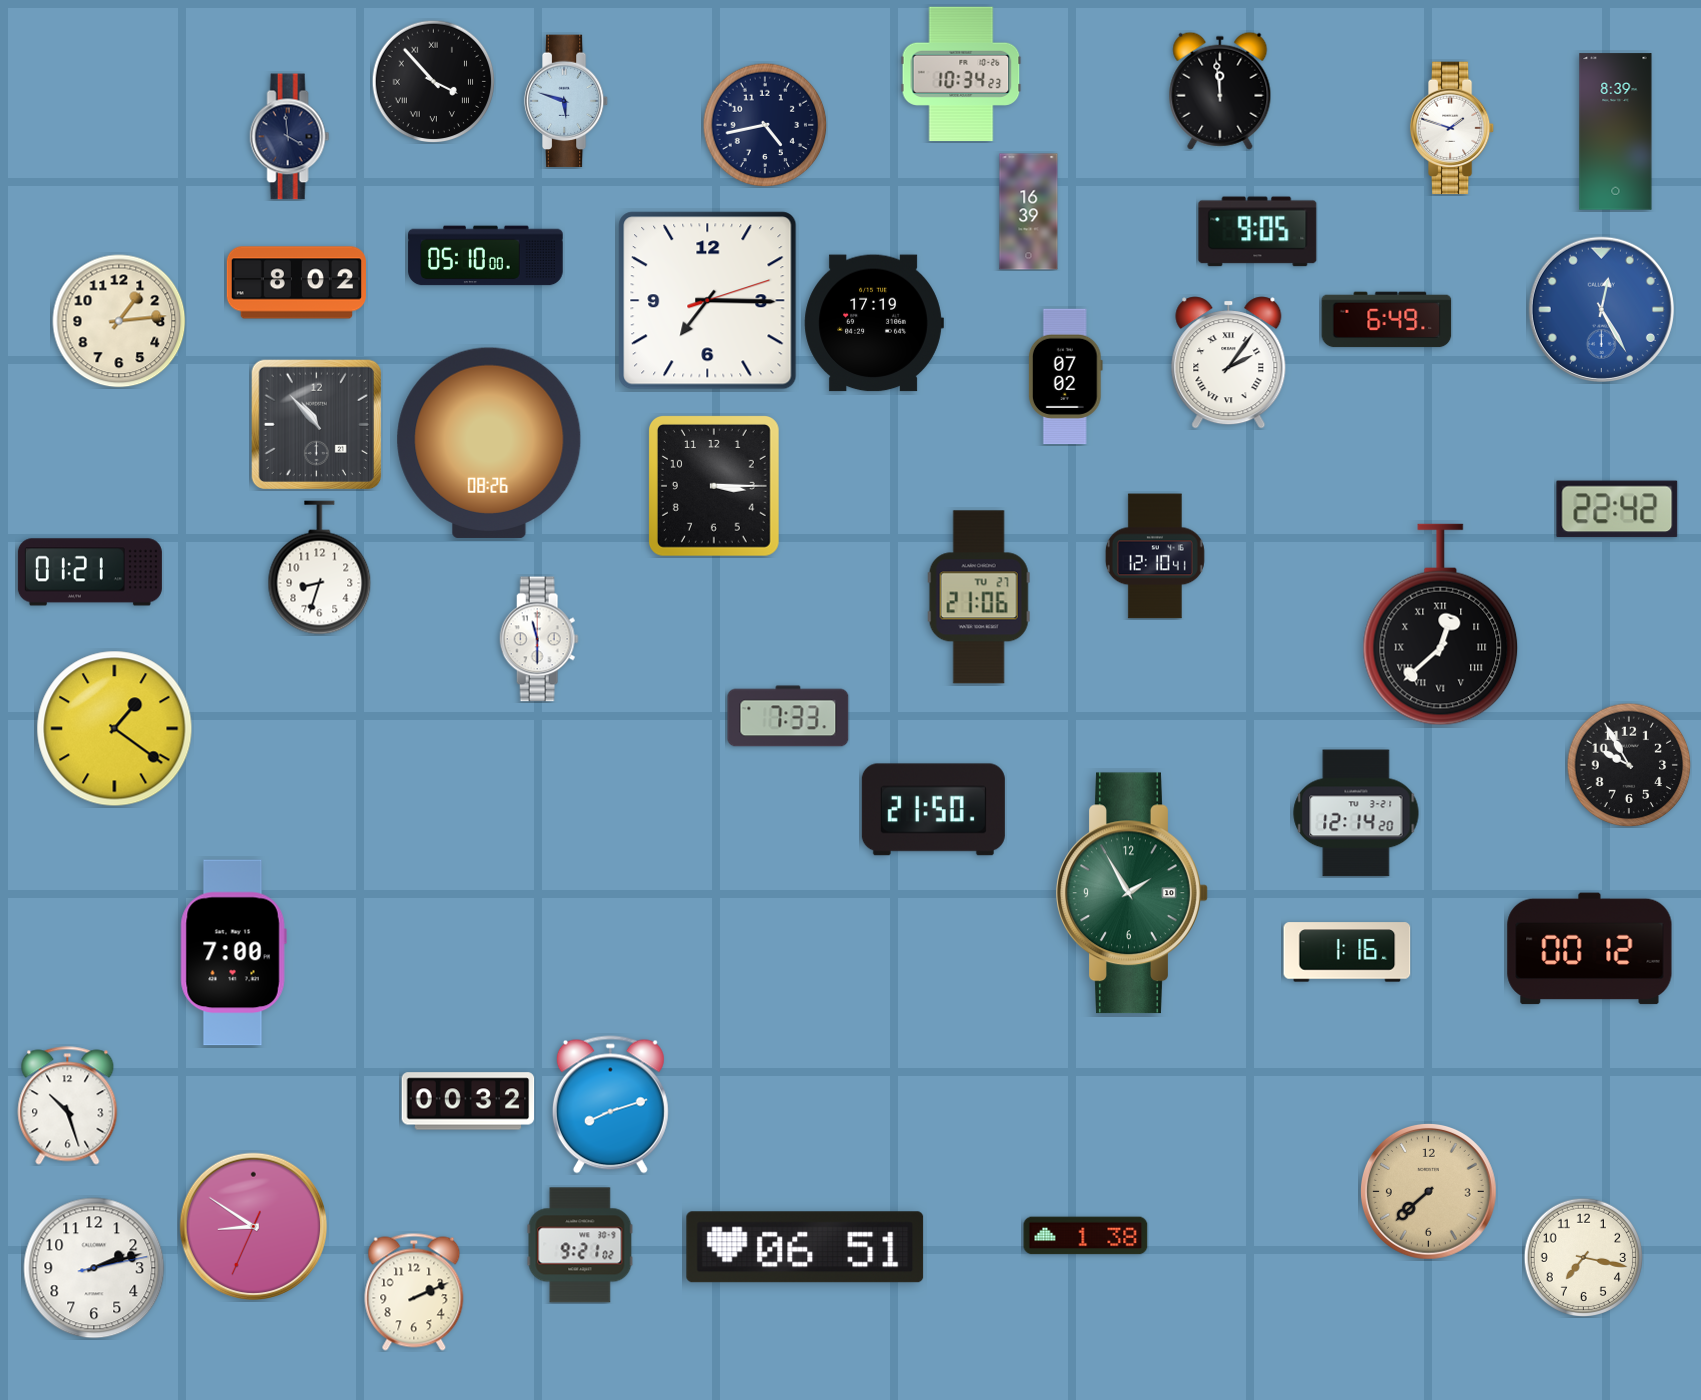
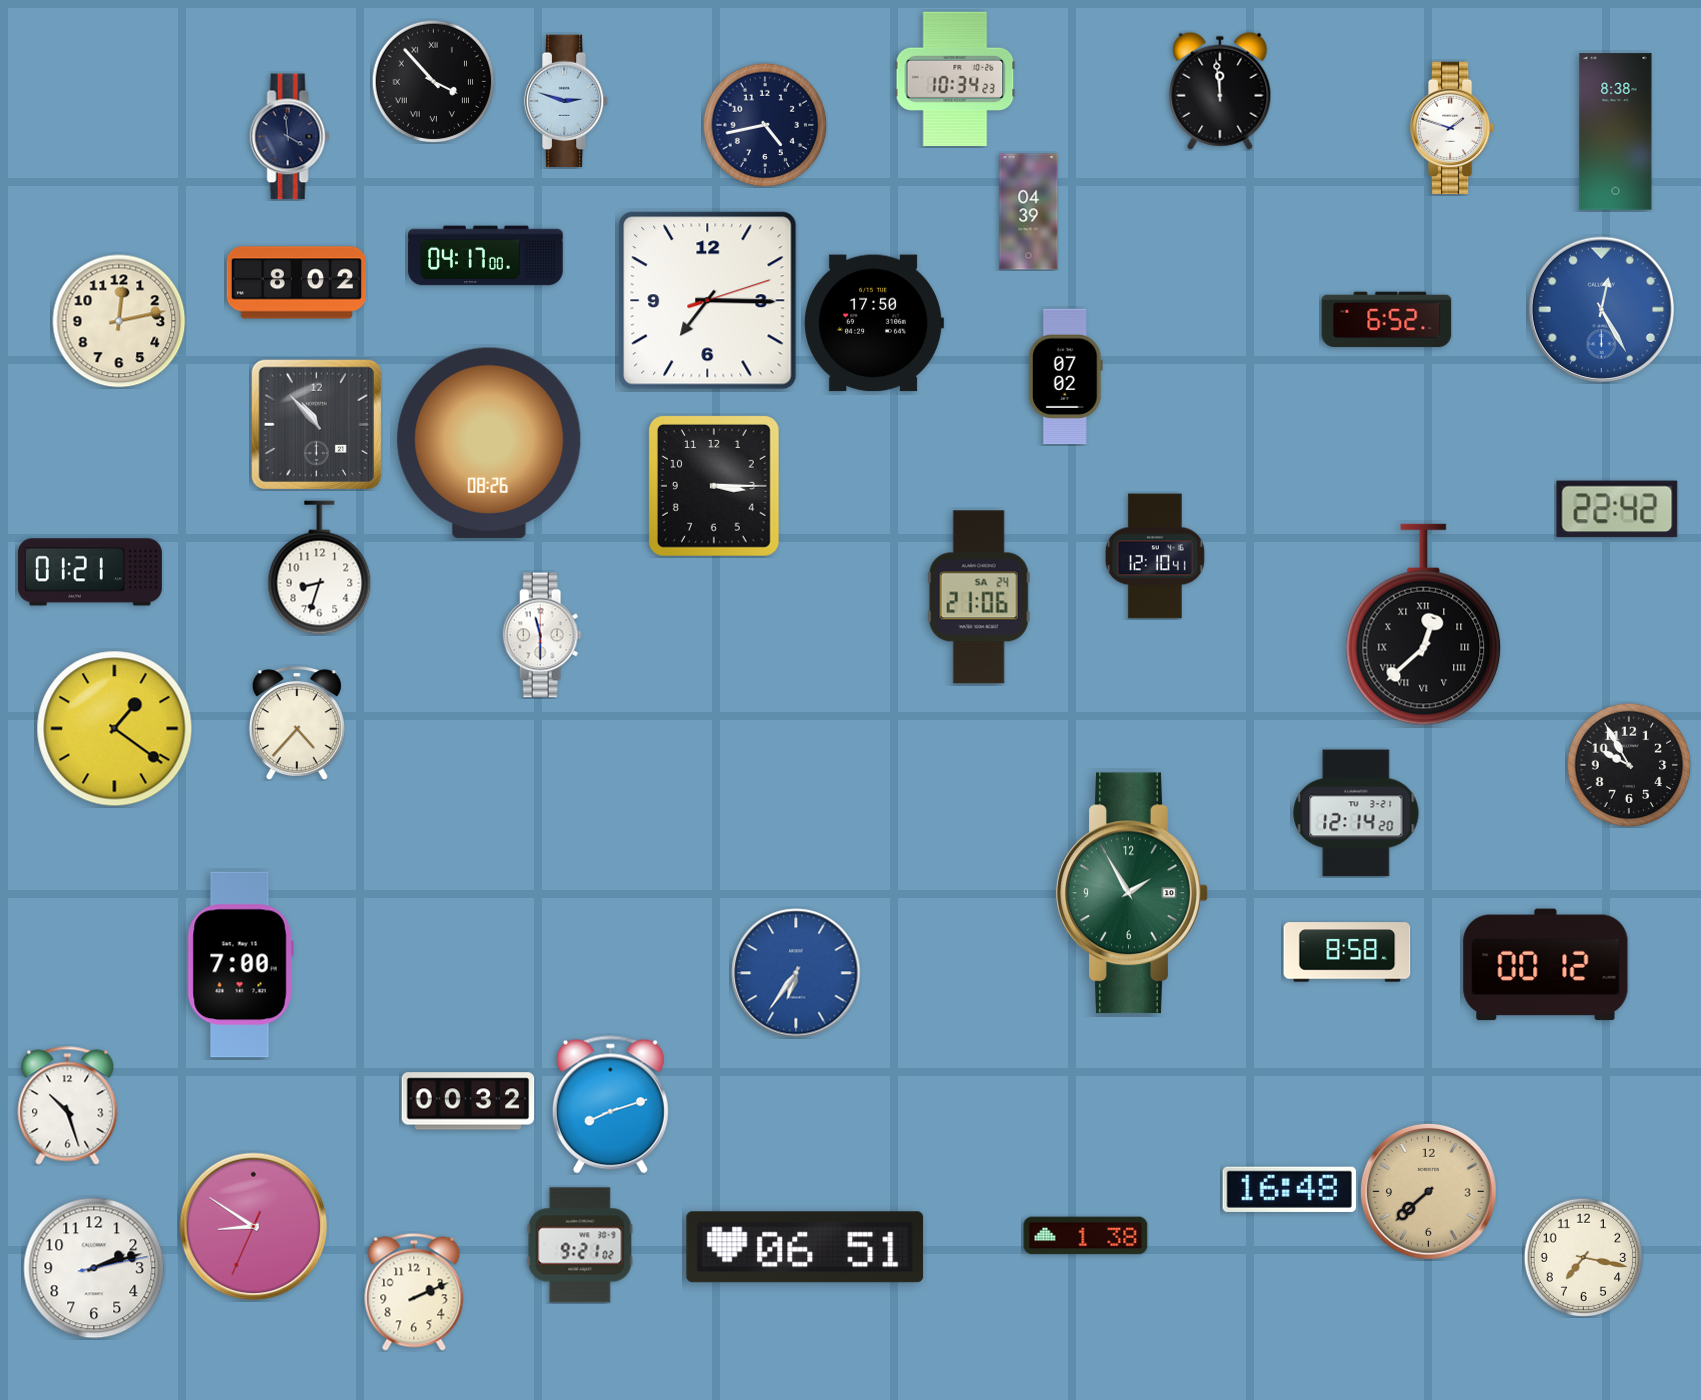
clock at (961, 74) position: (961, 74) -> (955, 79)
clock at (566, 101): 5:48 -> 2:48
clock at (1616, 132): 8:39 -> 8:38
clock at (1029, 212): 16:39 -> 04:39
clock at (1258, 232): 9:05 -> none
clock at (486, 256): 05:10 -> 04:17
clock at (1387, 320): 6:49 -> 6:52
clock at (119, 321): 1:14 -> 12:13
clock at (874, 323): 17:19 -> 17:50
clock at (1229, 363): 2:06 -> none
clock at (979, 597) date: TU 27 -> SA 24
clock at (1441, 625) position: (1441, 625) -> (1424, 625)
clock at (539, 639) position: (539, 639) -> (542, 635)
clock at (788, 716): 7:33 -> none
clock at (297, 723): none -> 4:37
clock at (933, 810): 21:50 -> none
clock at (1590, 949) position: (1590, 949) -> (1546, 965)
clock at (1347, 952): 1:16 -> 8:58
clock at (233, 953) position: (233, 953) -> (240, 965)
clock at (796, 973): none -> 6:36
clock at (1289, 1189): none -> 16:48
